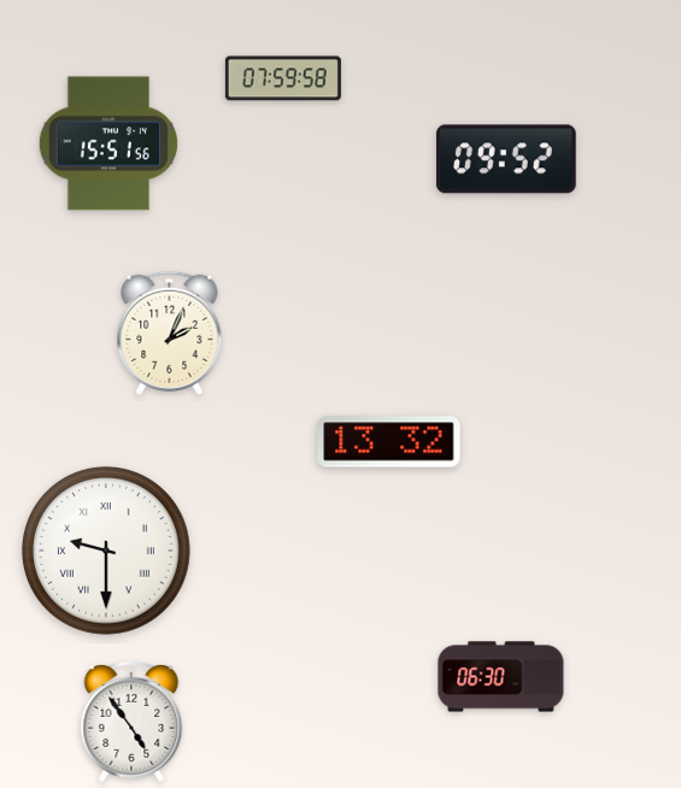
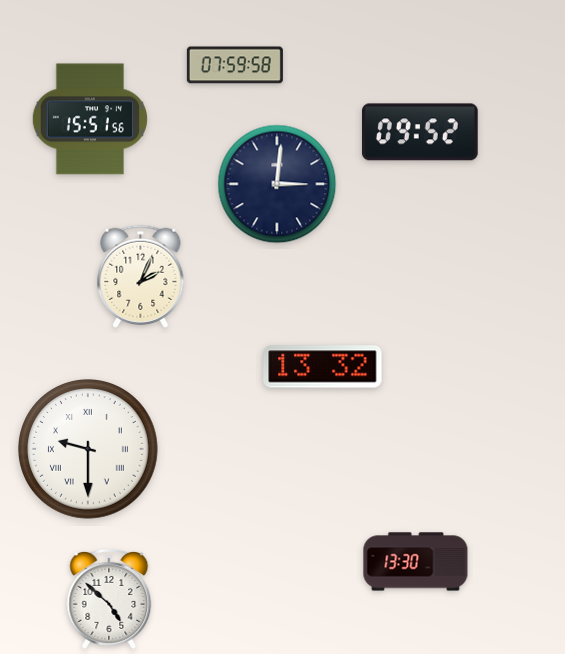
clock at (277, 184): none -> 3:01
clock at (107, 552) position: (107, 552) -> (89, 450)
clock at (501, 677): 06:30 -> 13:30
clock at (131, 722): 4:54 -> 4:52
